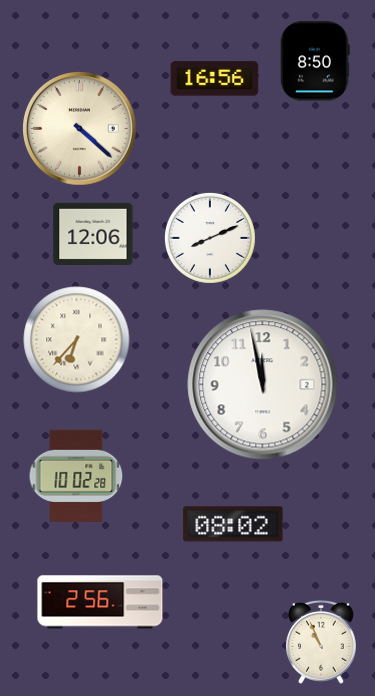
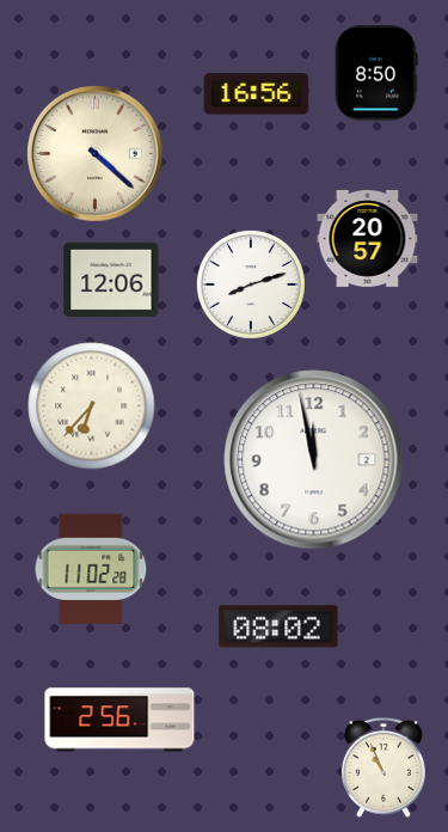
clock at (368, 238): none -> 20:57
clock at (210, 238): 8:11 -> 8:12
clock at (76, 476): 10:02 -> 11:02
